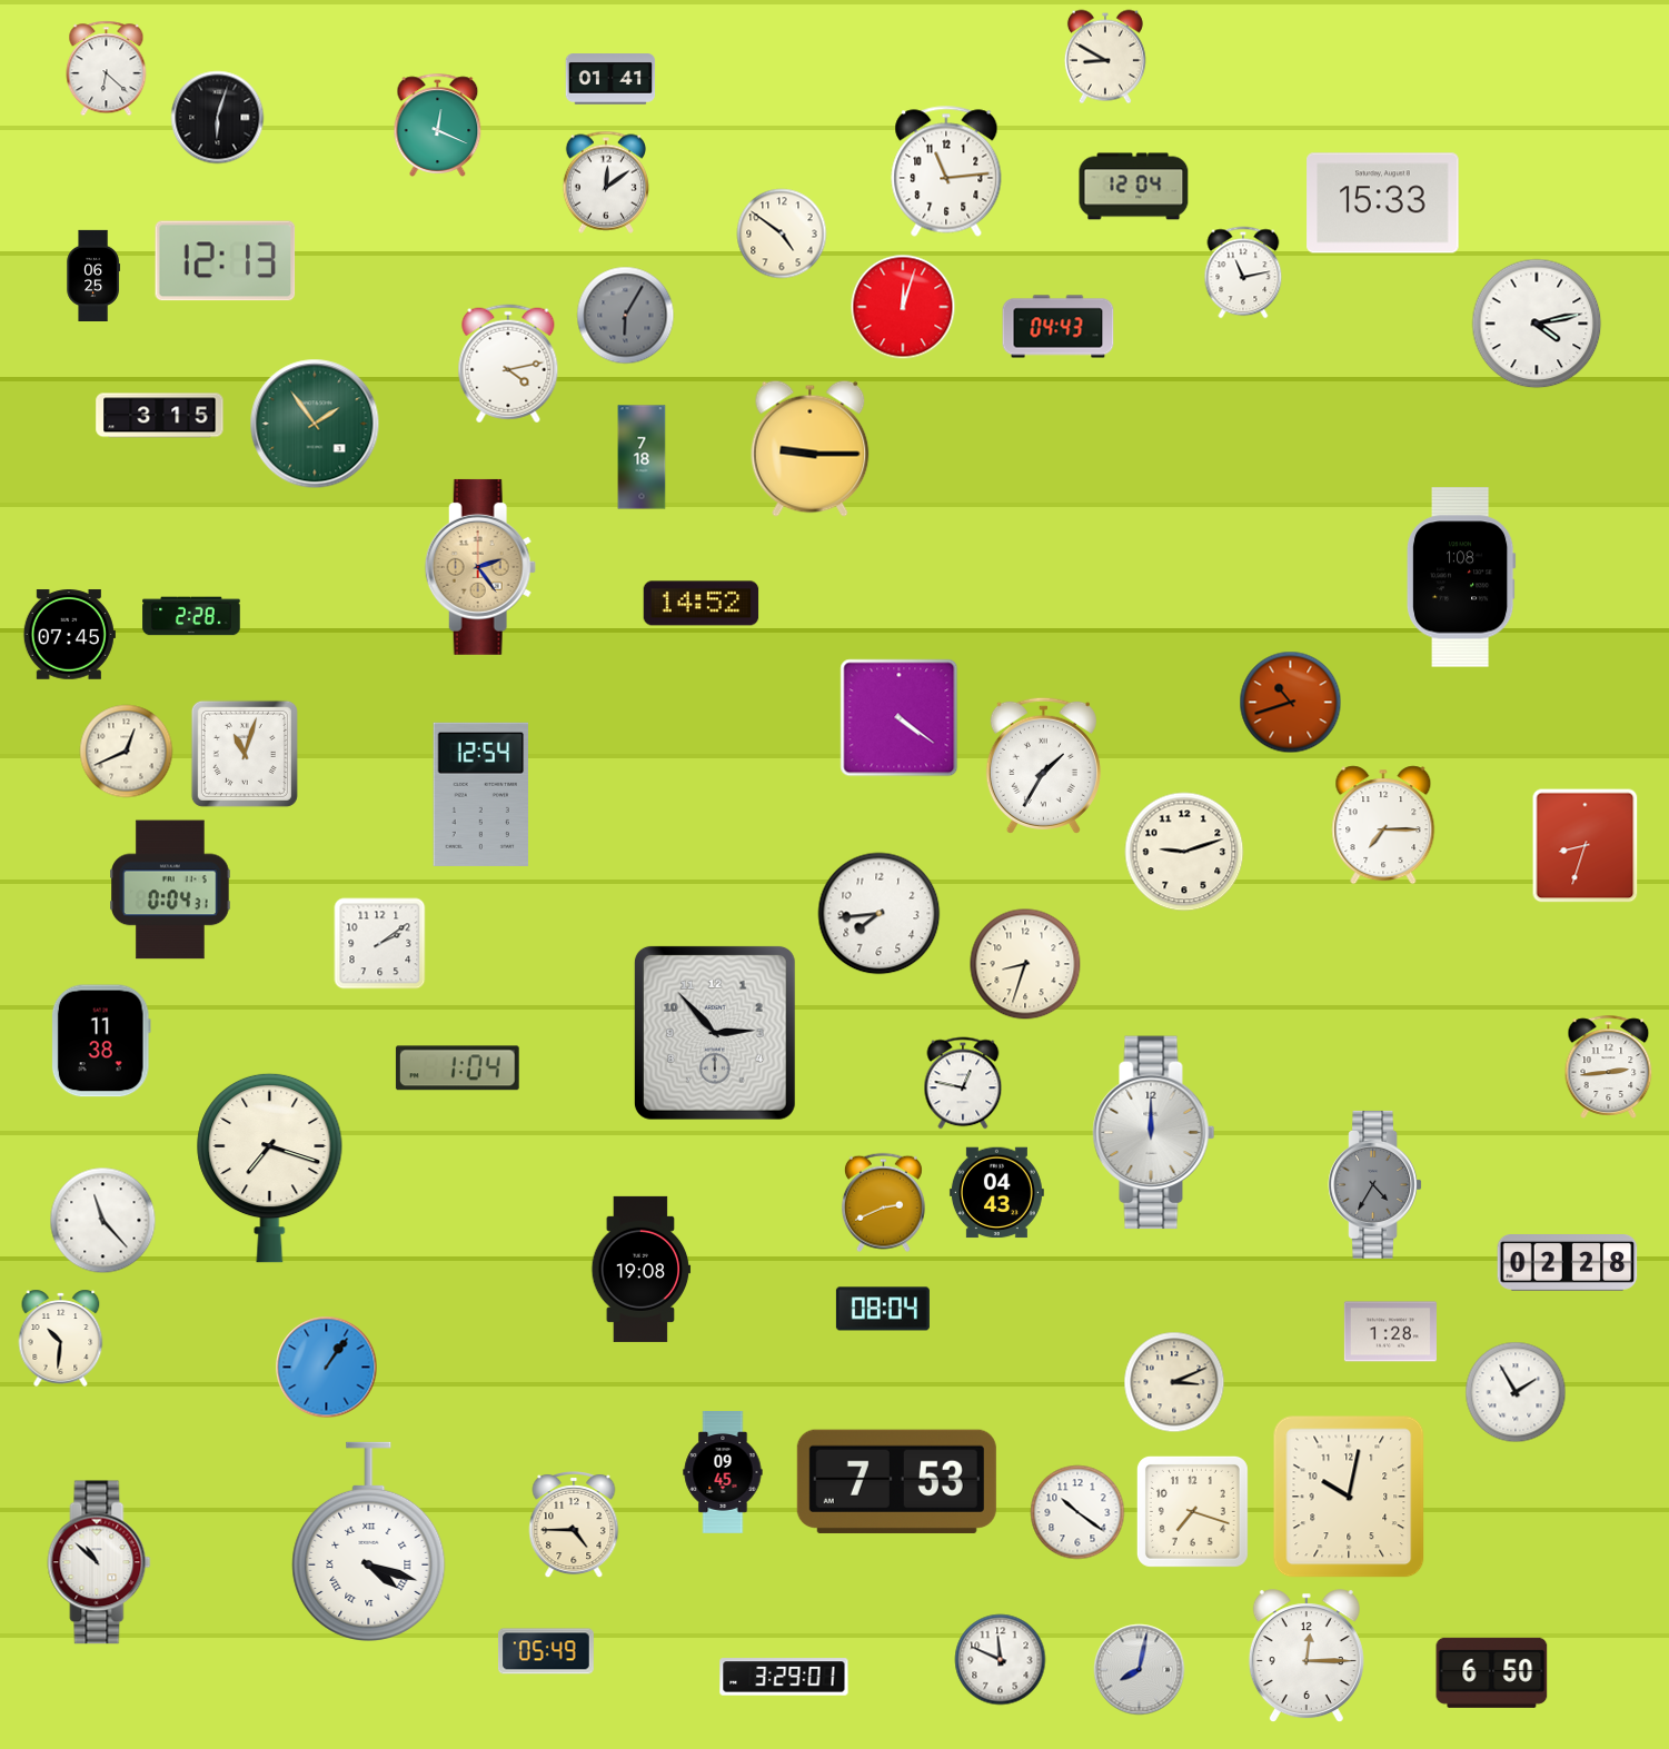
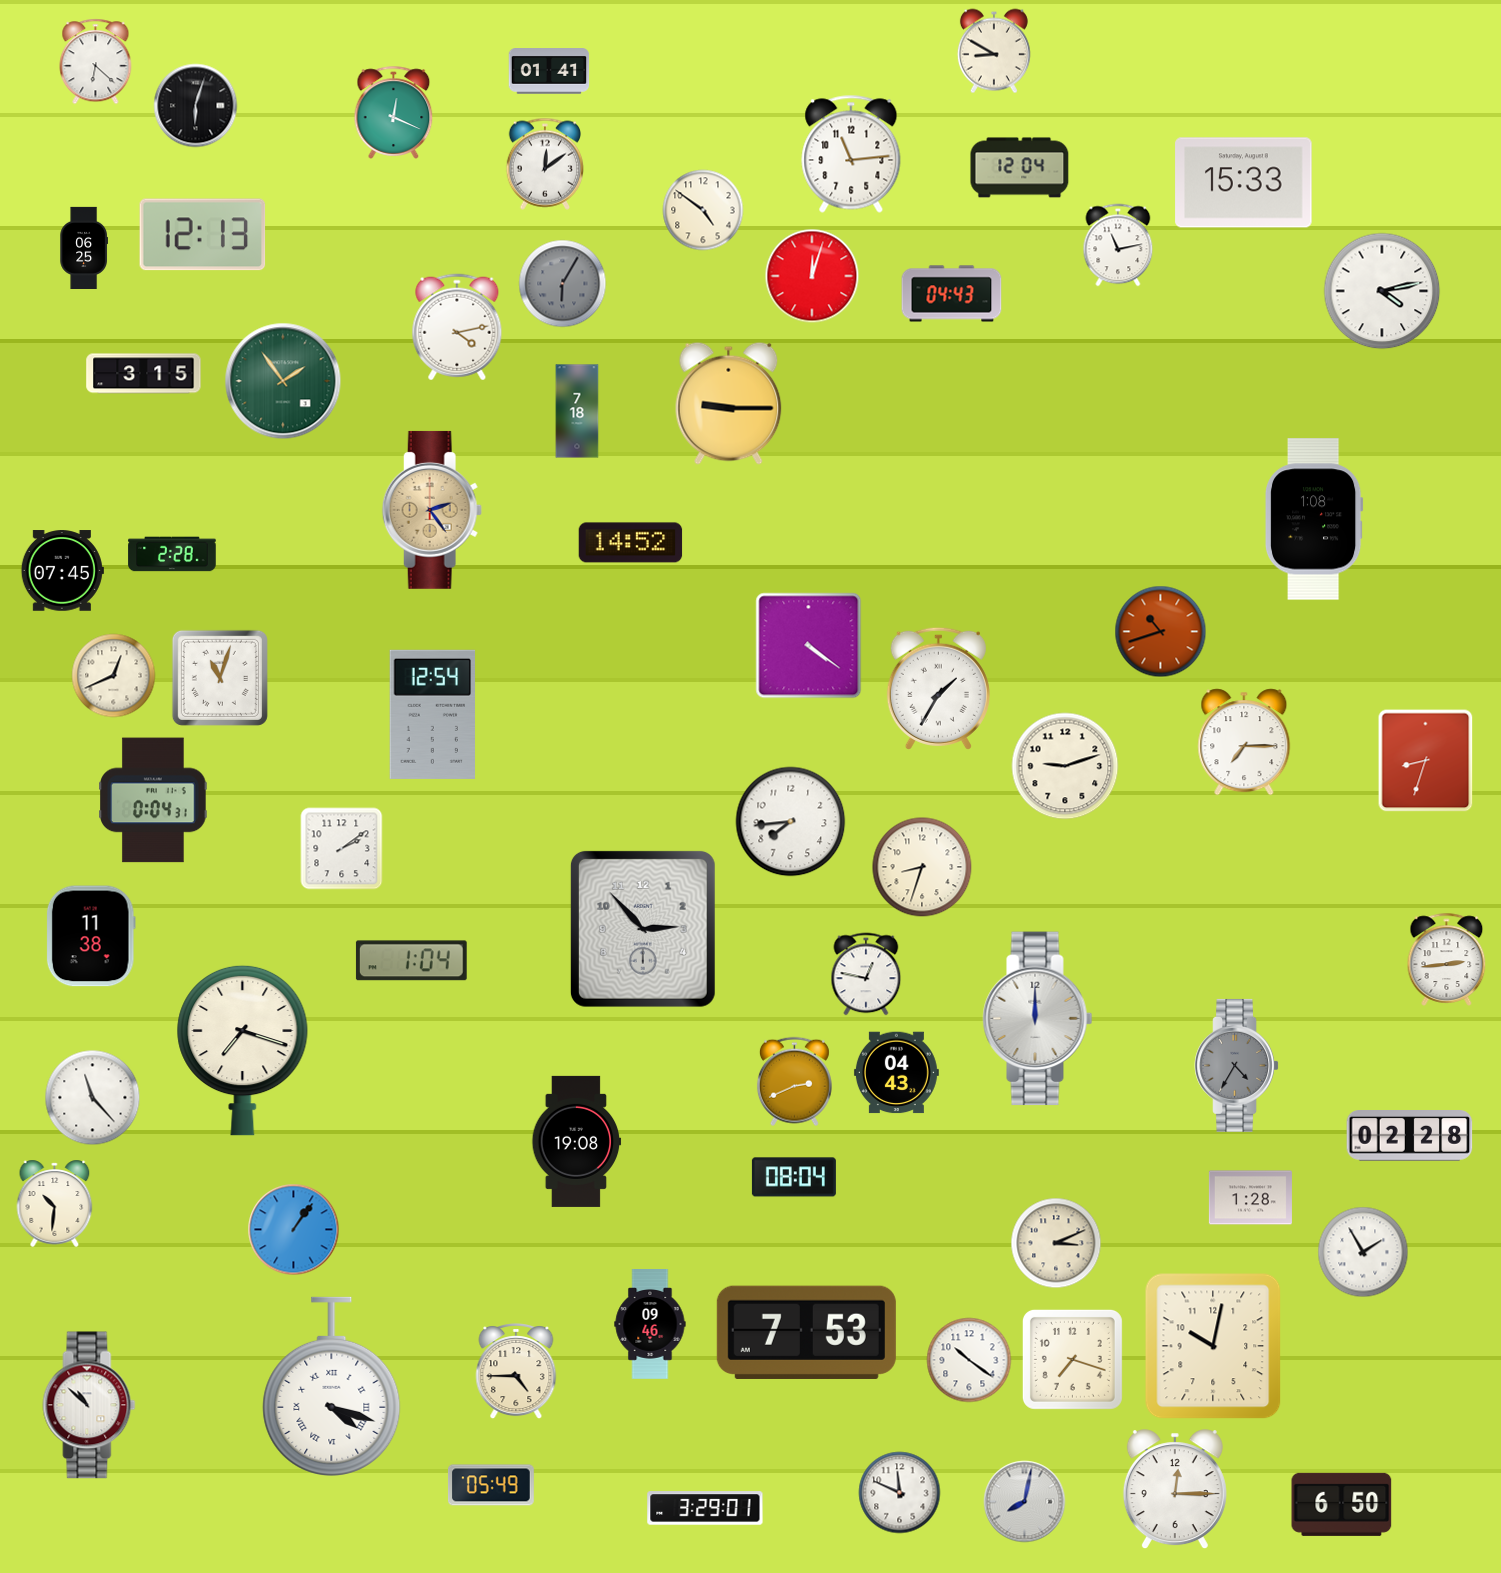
clock at (723, 1472): 09:45 -> 09:46
